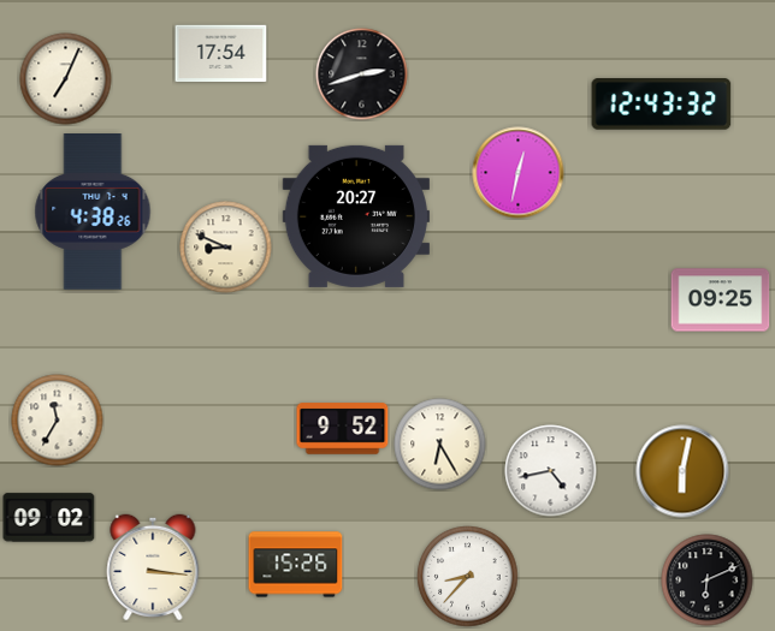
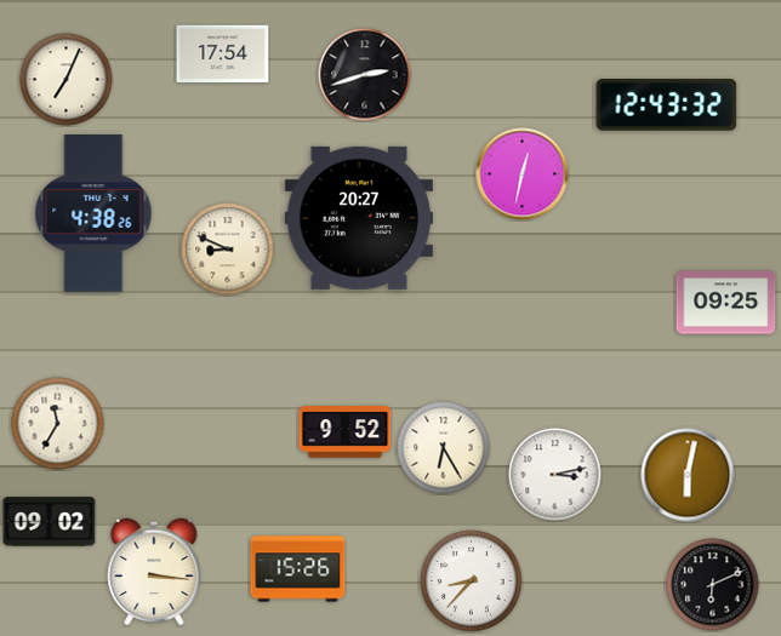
clock at (551, 471): 4:43 -> 3:13
